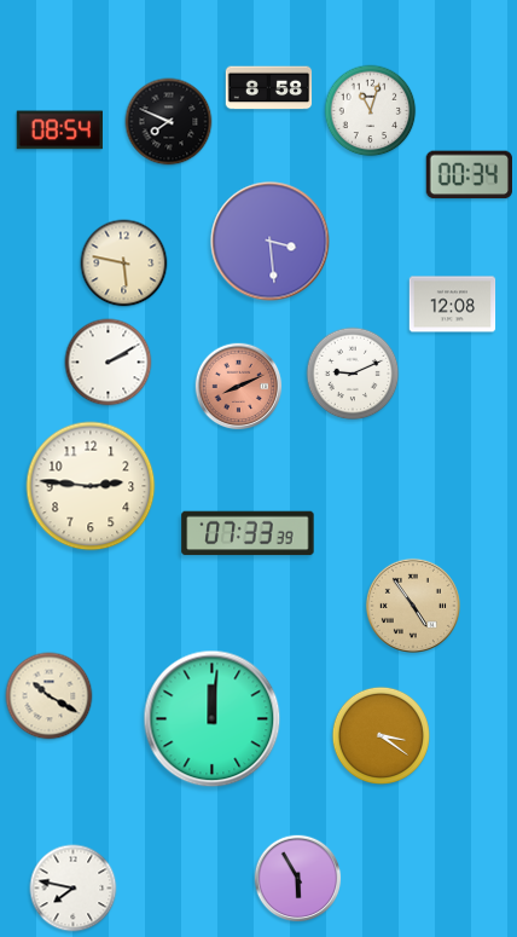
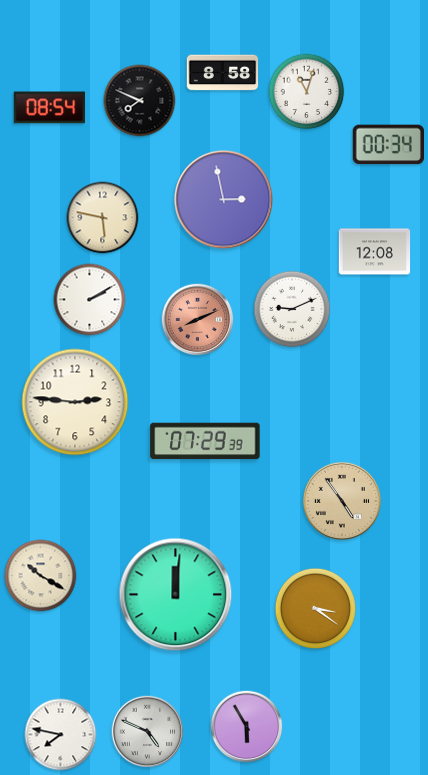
clock at (271, 242): 3:29 -> 2:58
clock at (248, 533): 07:33 -> 07:29
clock at (148, 732): none -> 4:49
